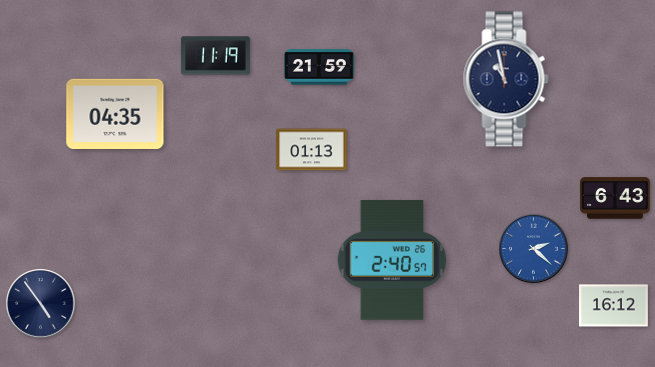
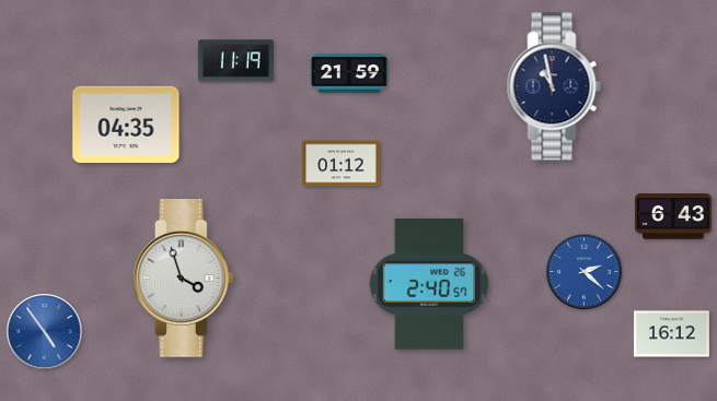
clock at (312, 150): 01:13 -> 01:12
clock at (184, 279): none -> 3:57
clock at (41, 304) dial: navy -> blue
